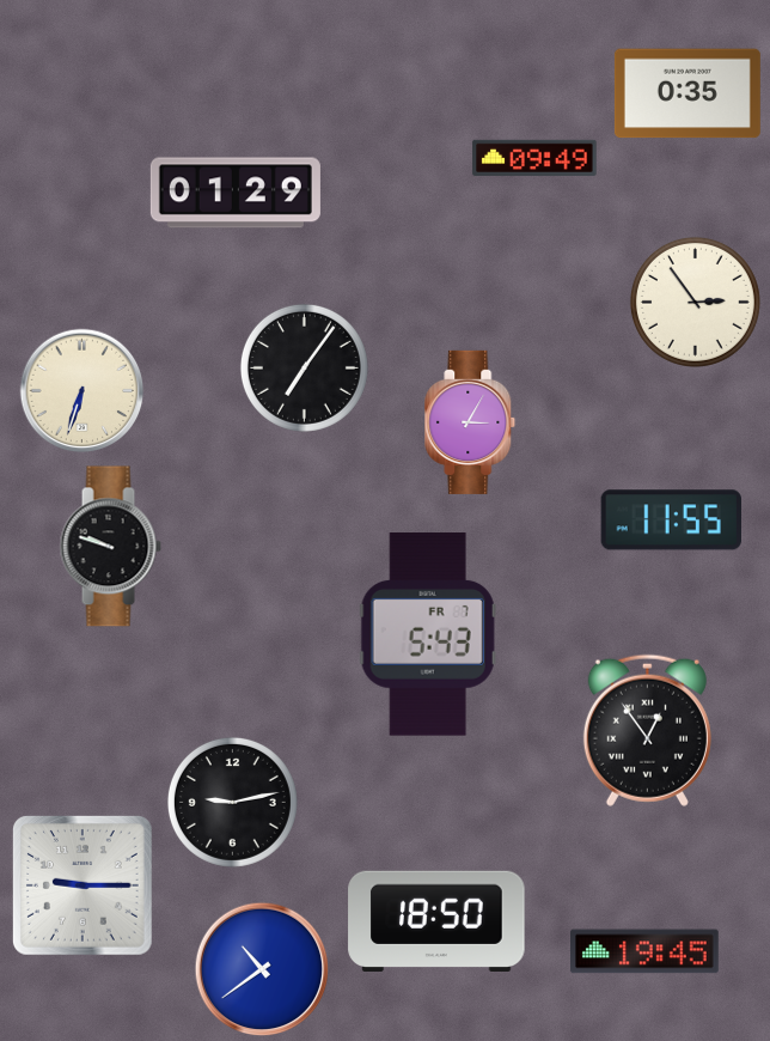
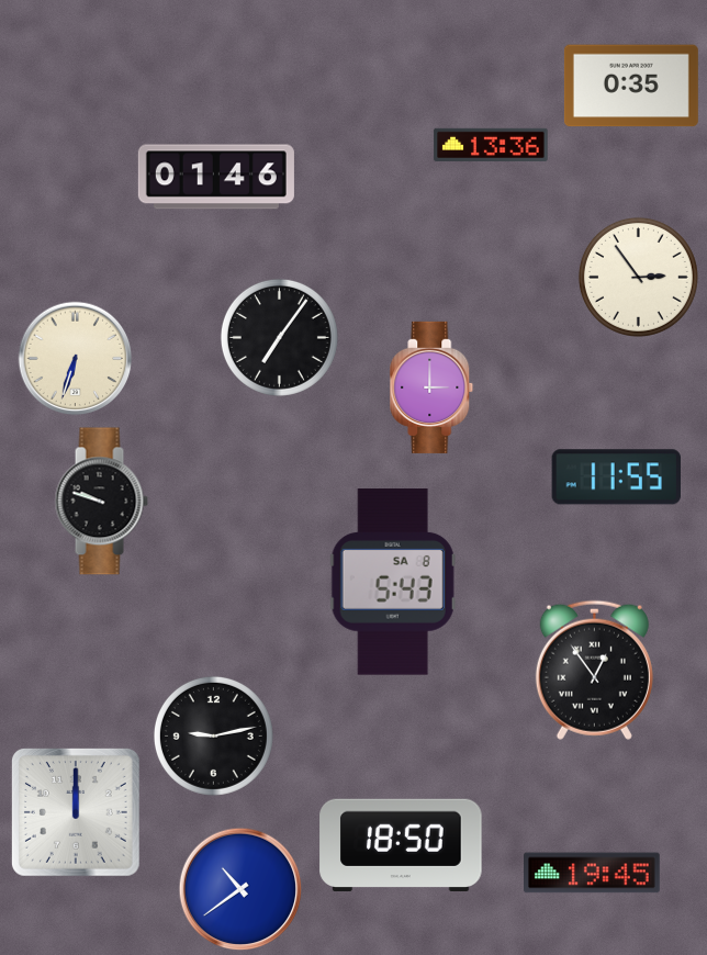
clock at (534, 158): 09:49 -> 13:36
clock at (236, 193): 01:29 -> 01:46
clock at (470, 422): 3:05 -> 3:00
clock at (428, 634) date: FR 7 -> SA 8
clock at (82, 885): 9:15 -> 12:00
